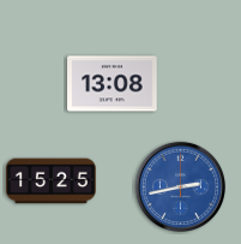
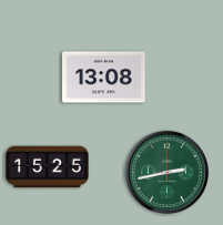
clock at (180, 186) dial: blue -> green
